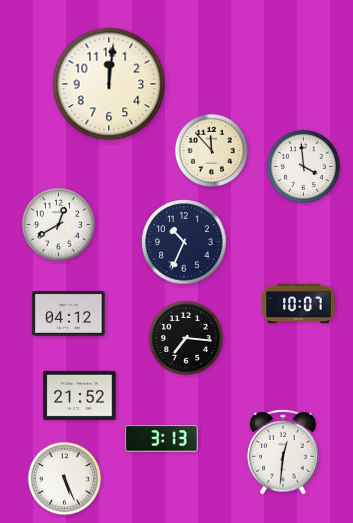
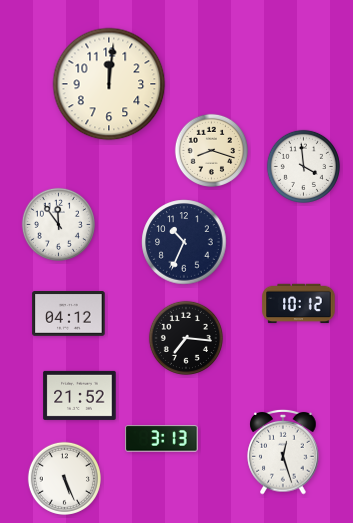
clock at (211, 150): 11:53 -> 8:18
clock at (58, 224): 12:40 -> 11:54
clock at (299, 304): 10:07 -> 10:12
clock at (283, 453): 12:31 -> 12:27
